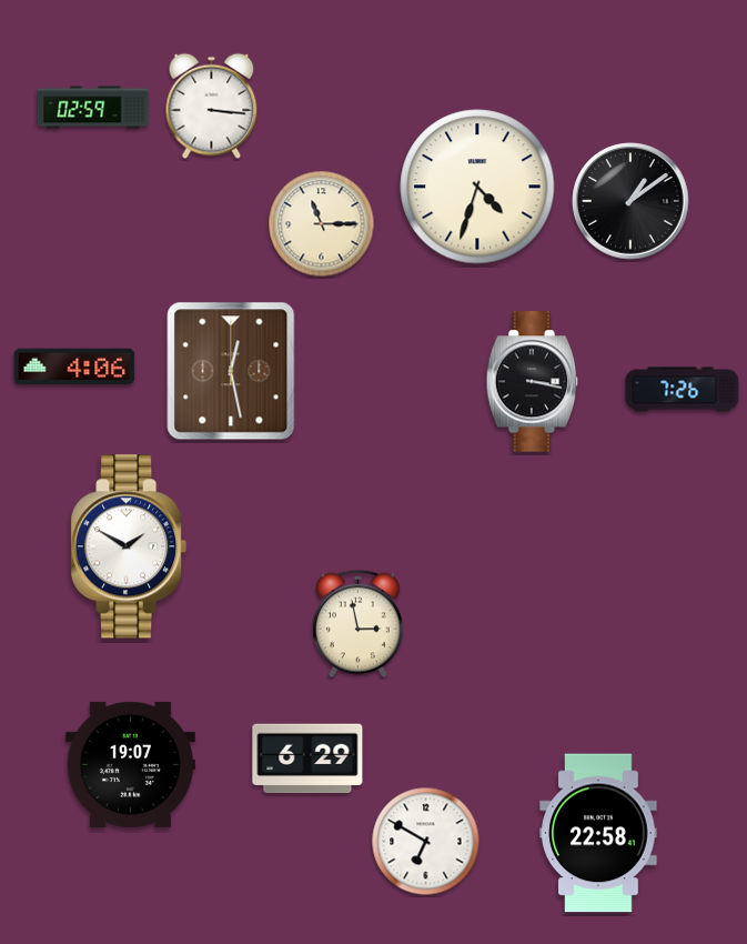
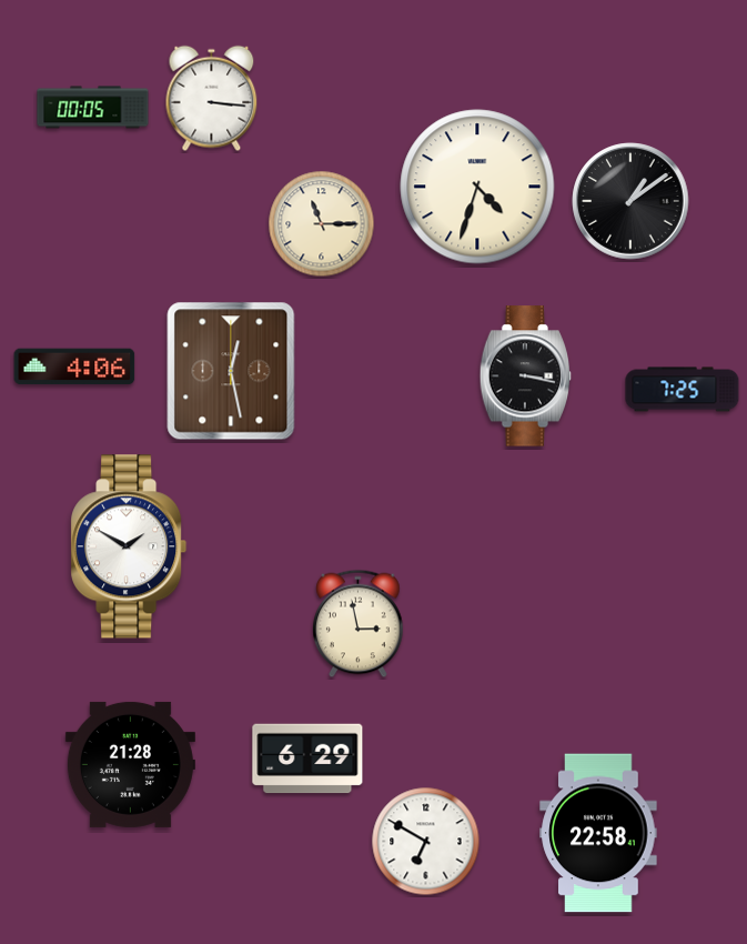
clock at (212, 107) position: (212, 107) -> (212, 99)
clock at (93, 108): 02:59 -> 00:05
clock at (533, 382) position: (533, 382) -> (526, 376)
clock at (683, 390): 7:26 -> 7:25
clock at (130, 764): 19:07 -> 21:28
